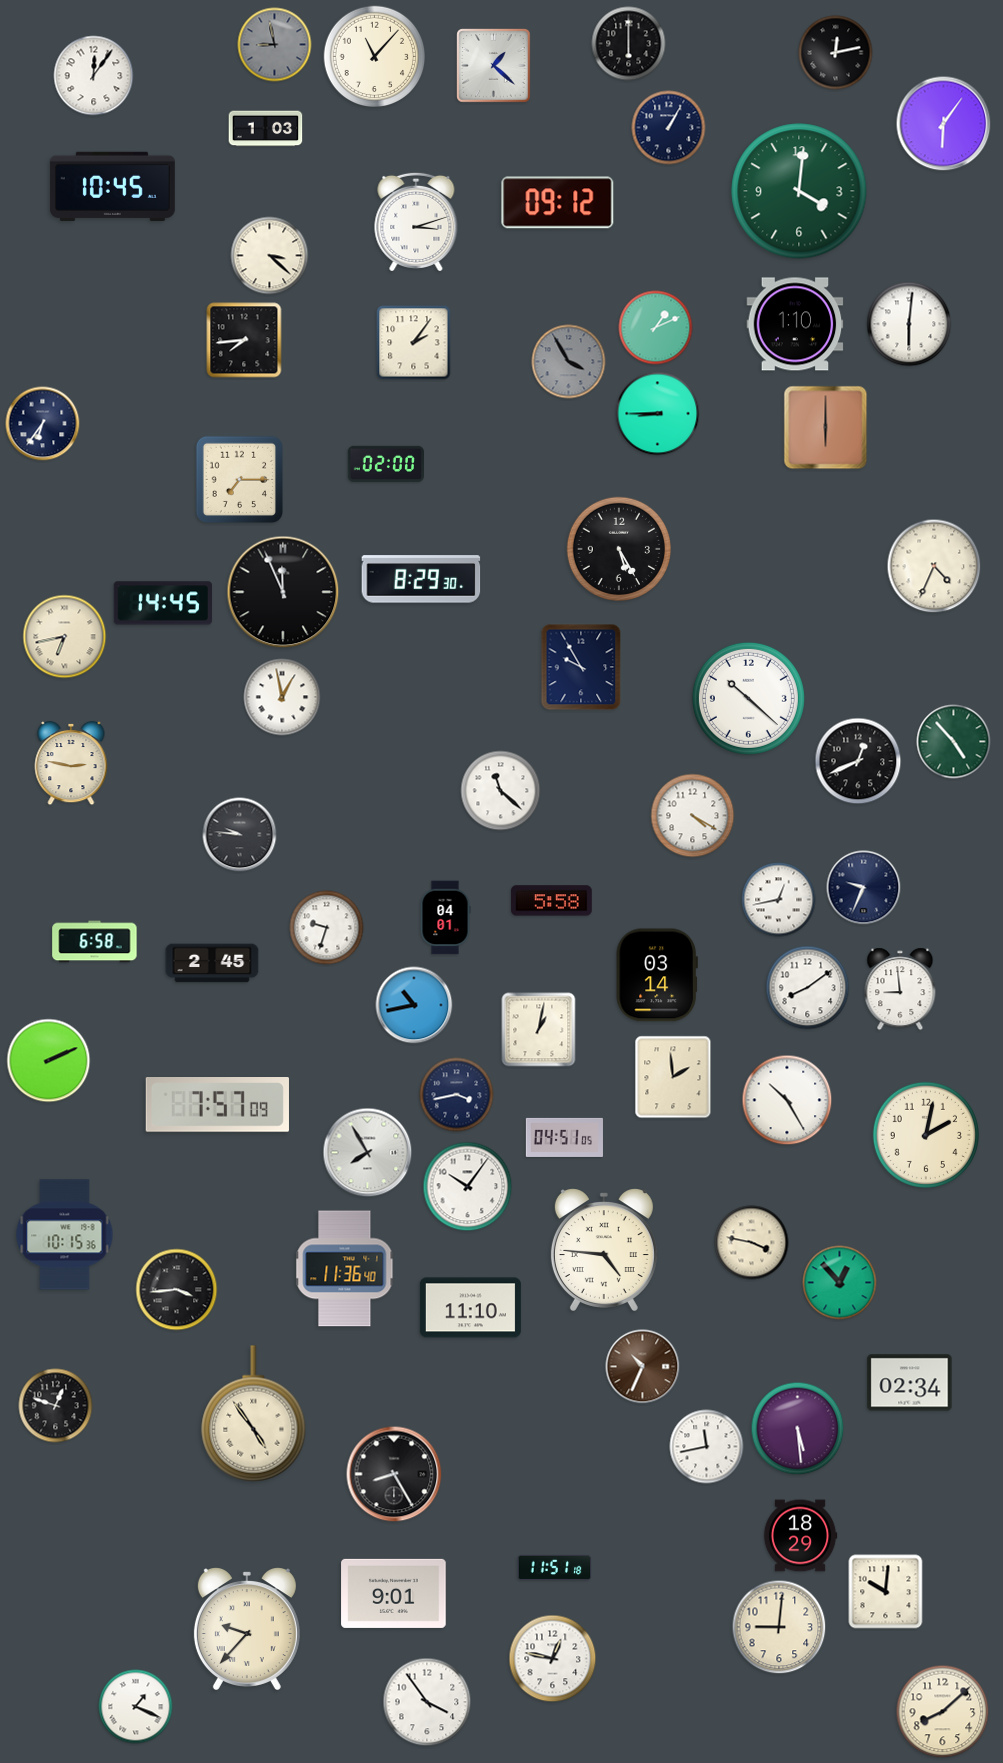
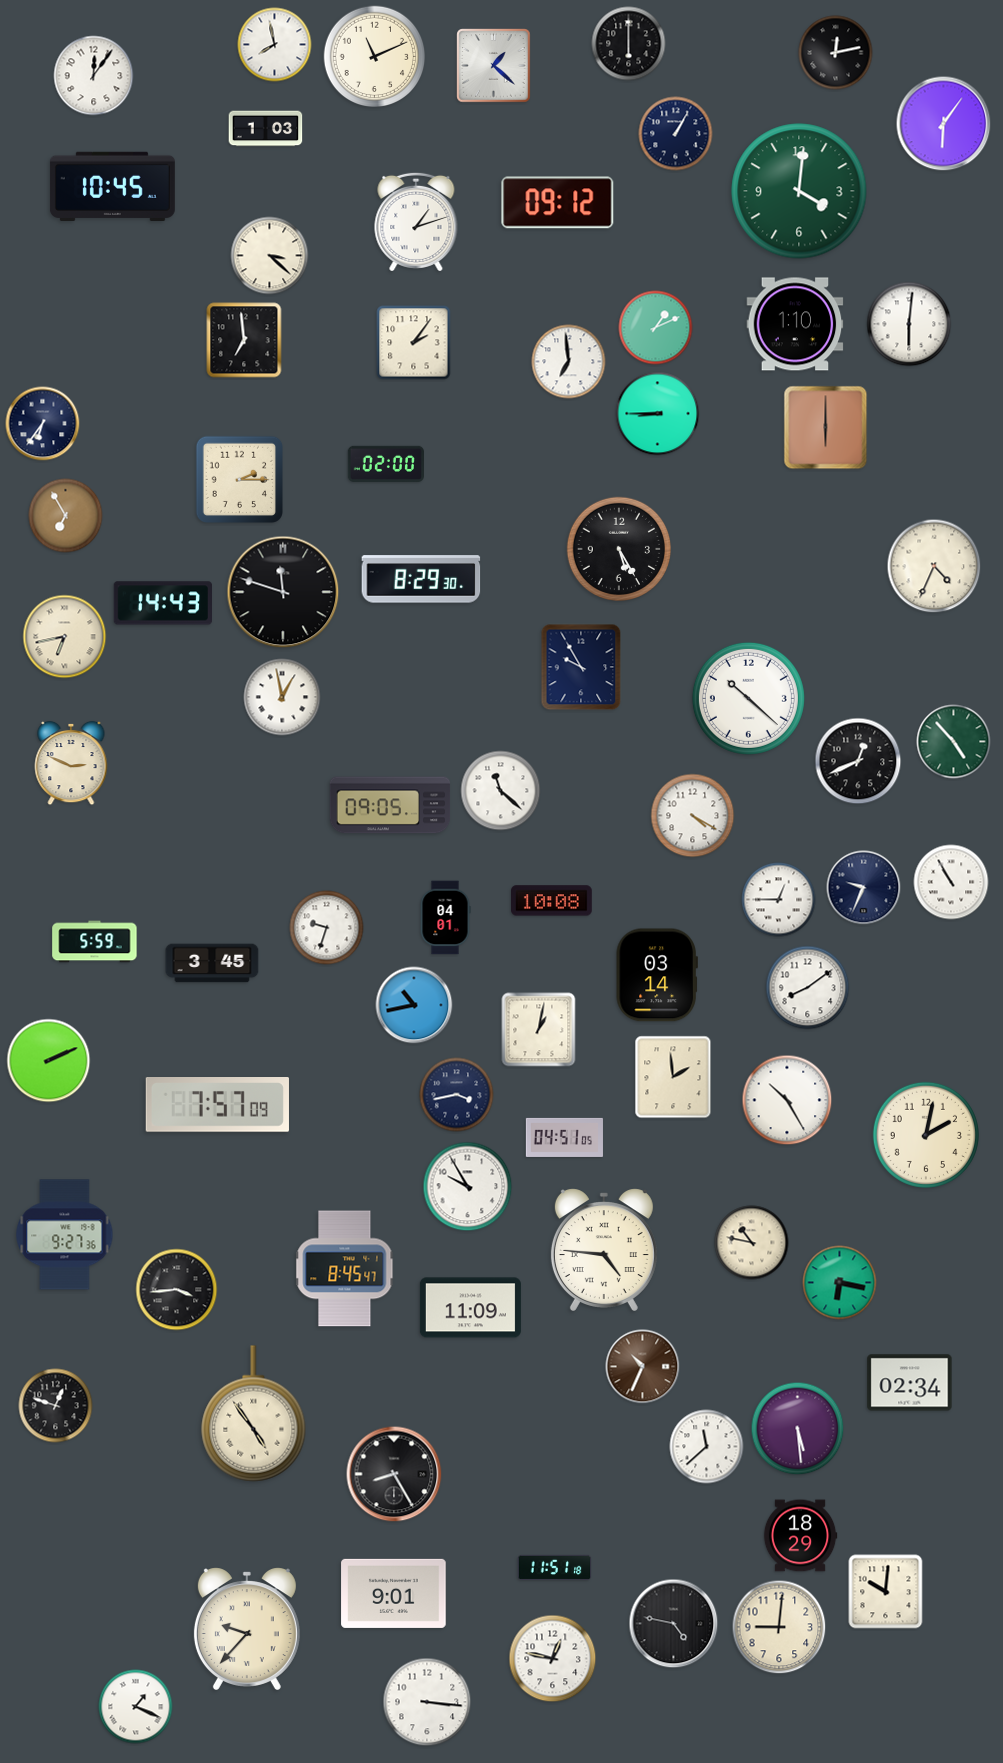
clock at (275, 45): 8:58 -> 7:58
clock at (275, 45) dial: grey -> white
clock at (375, 57): 11:07 -> 11:11
clock at (669, 128) position: (669, 128) -> (676, 134)
clock at (416, 221): 3:12 -> 1:12
clock at (244, 340): 7:44 -> 6:59
clock at (569, 362): 3:55 -> 6:59
clock at (569, 362) dial: grey -> white
clock at (239, 479): 7:15 -> 2:15
clock at (66, 516): none -> 6:55
clock at (283, 592): 11:56 -> 11:48
clock at (162, 603): 14:45 -> 14:43
clock at (71, 763): 2:47 -> 2:49
clock at (390, 805): none -> 09:05
clock at (240, 835): 9:46 -> none
clock at (951, 882): none -> 10:55
clock at (779, 900): 12:43 -> 12:45
clock at (552, 901): 5:58 -> 10:08
clock at (95, 942): 6:58 -> 5:59
clock at (212, 963): 2:45 -> 3:45
clock at (900, 989): 8:59 -> none
clock at (368, 1153): 7:55 -> none
clock at (468, 1187): 10:06 -> 9:55
clock at (65, 1235): 10:15 -> 9:27
clock at (752, 1243): 3:47 -> 10:47
clock at (345, 1269): 11:36 -> 8:45
clock at (840, 1283): 12:53 -> 6:17
clock at (470, 1308): 11:10 -> 11:09
clock at (707, 1447): 11:43 -> 11:38
clock at (674, 1624): none -> 4:47
clock at (427, 1702): 3:54 -> 3:16
clock at (943, 1712): 8:08 -> none
